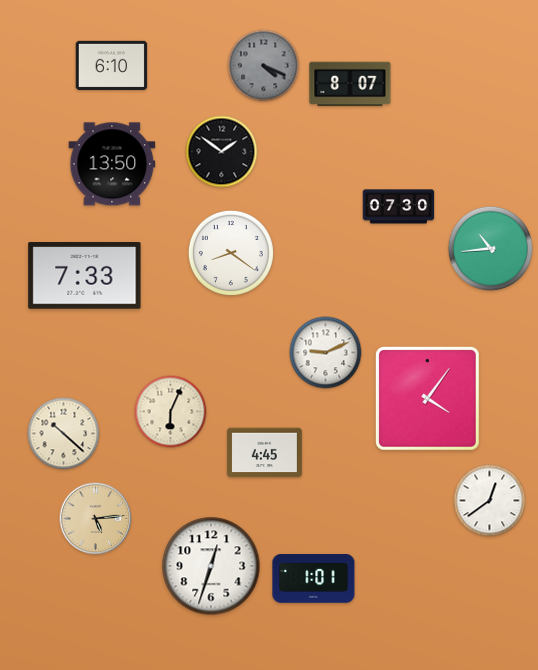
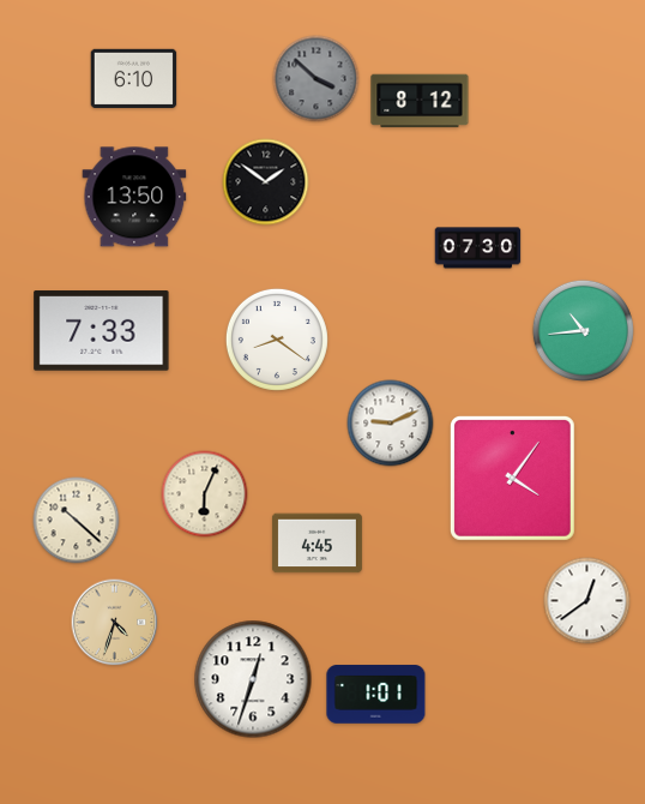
clock at (264, 66): 4:19 -> 3:52
clock at (350, 84): 8:07 -> 8:12
clock at (490, 248) position: (490, 248) -> (583, 330)
clock at (231, 253) position: (231, 253) -> (277, 340)
clock at (96, 519): 5:14 -> 4:33
